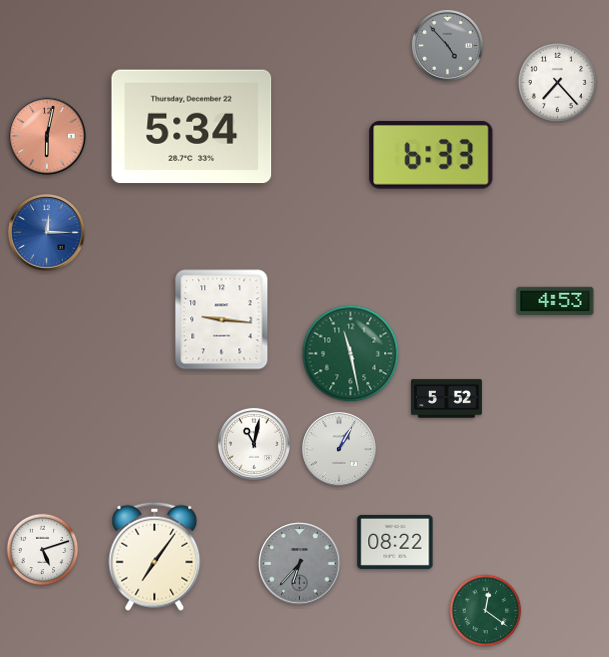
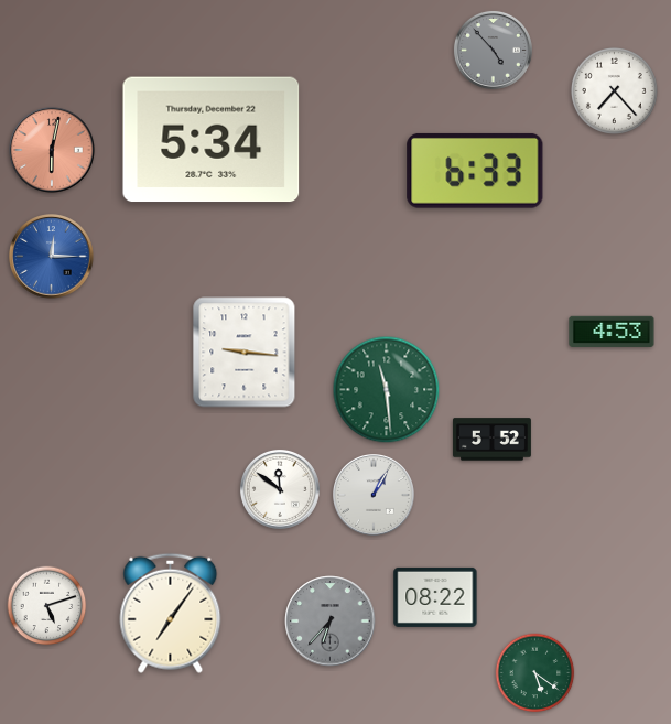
clock at (351, 354): 11:28 -> 11:29
clock at (254, 444): 11:02 -> 11:51
clock at (486, 611): 12:21 -> 5:21
